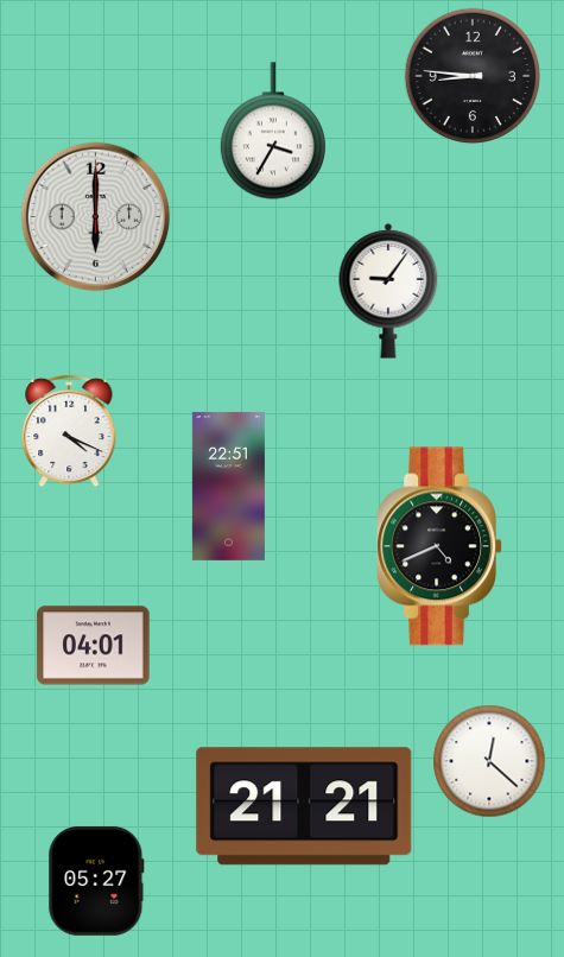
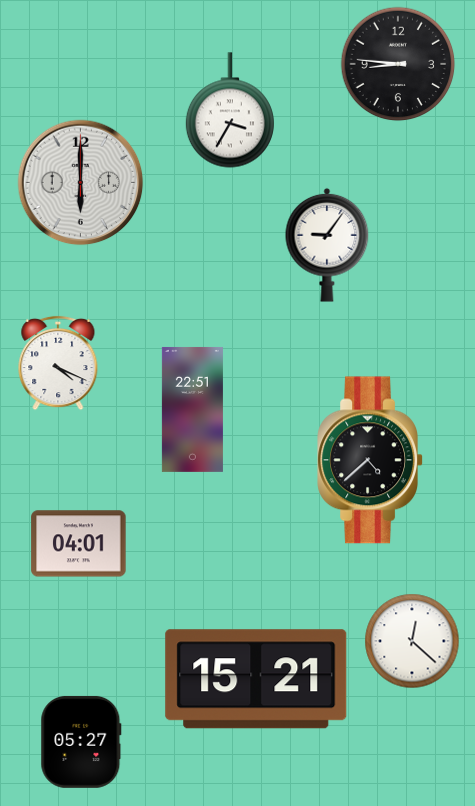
clock at (439, 546): 4:41 -> 4:38
clock at (304, 806): 21:21 -> 15:21
